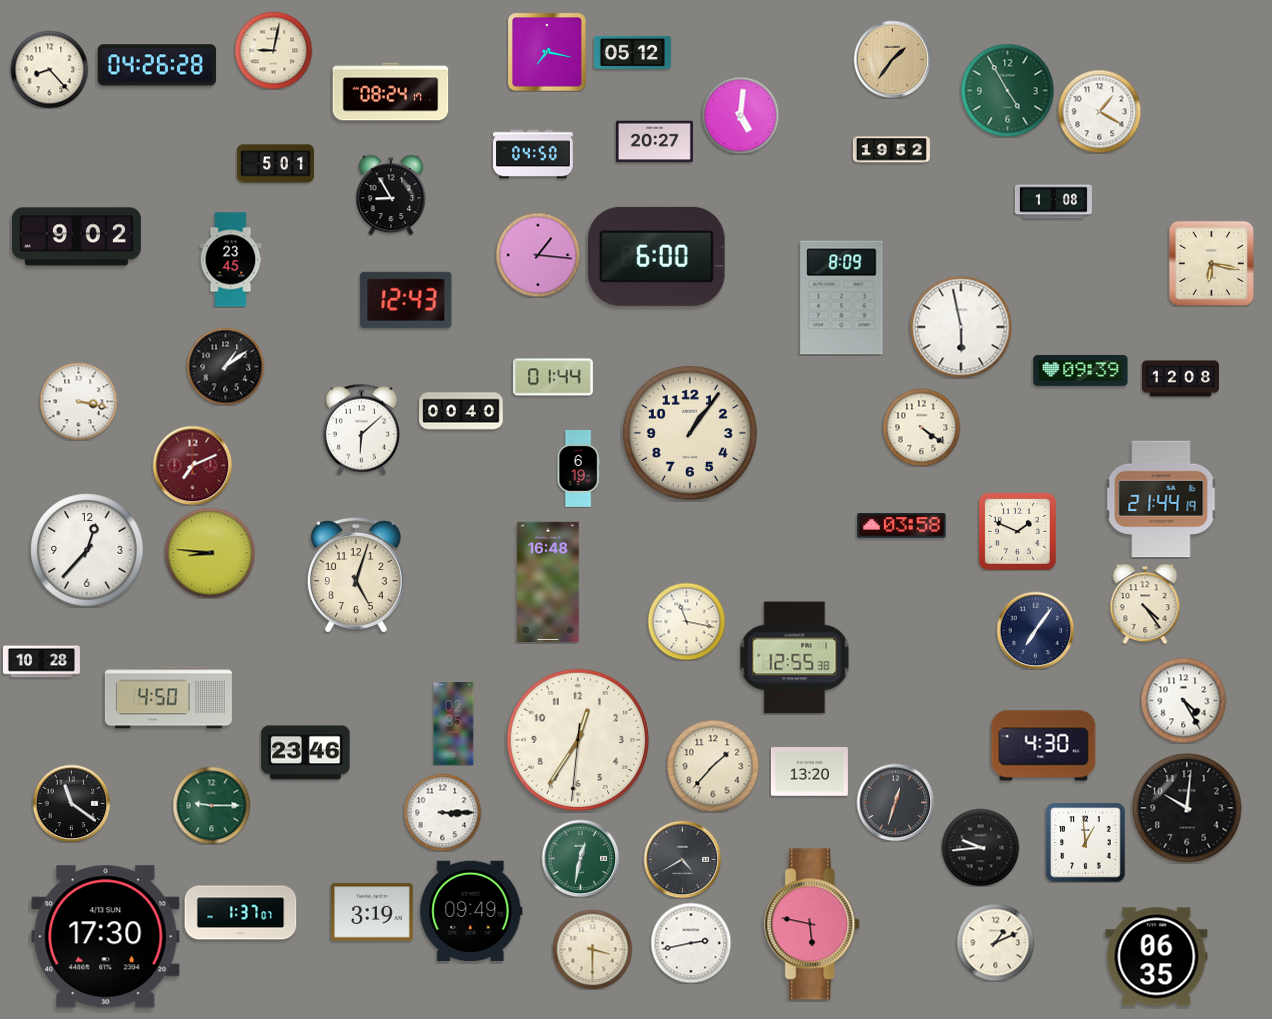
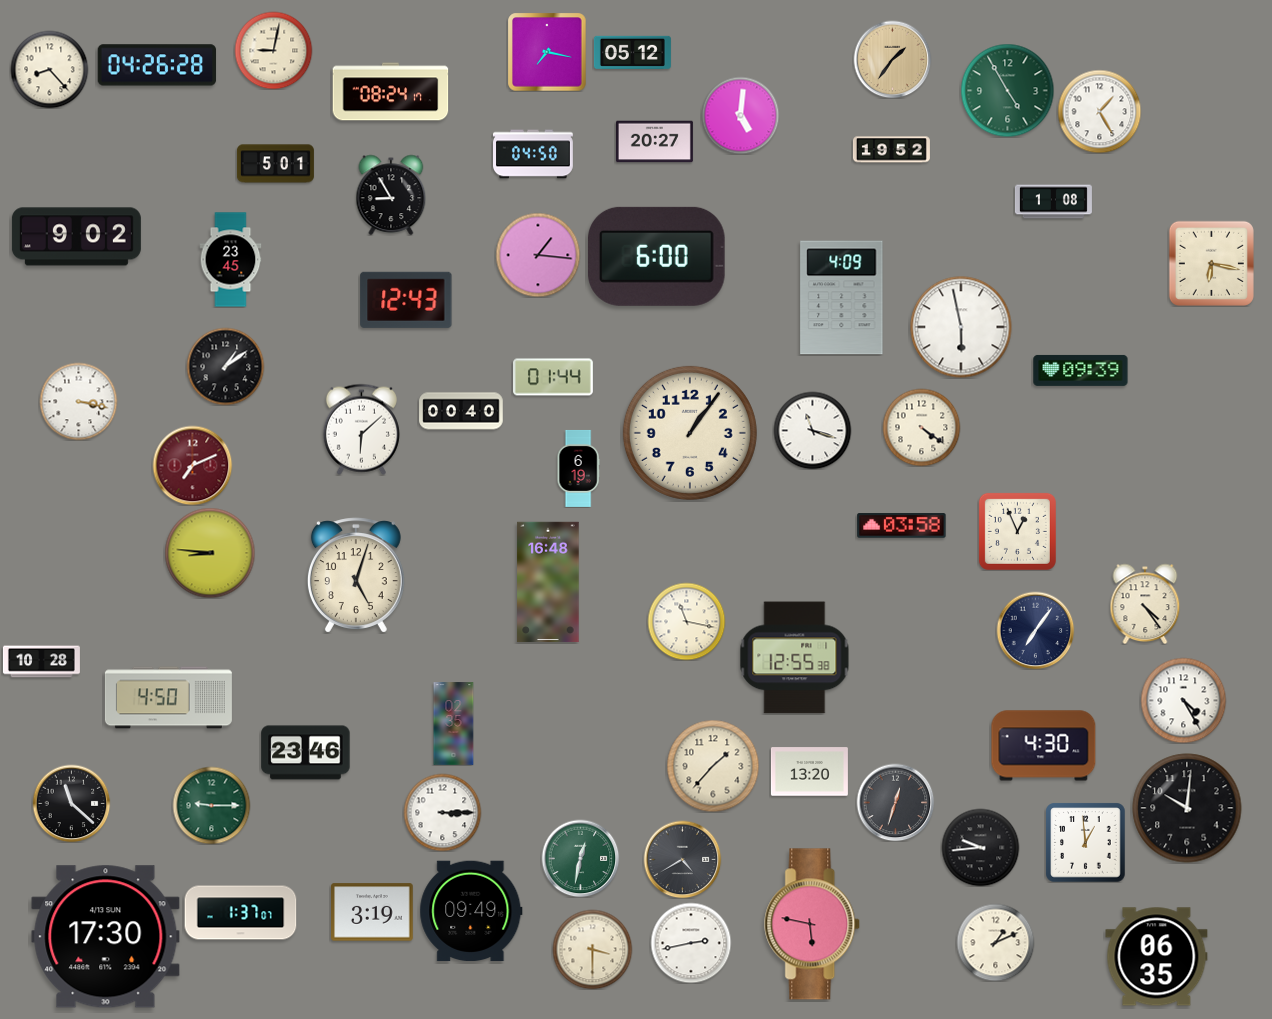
clock at (1099, 111): 1:20 -> 1:25
clock at (842, 298): 8:09 -> 4:09
clock at (1180, 379): 12:08 -> none
clock at (812, 430): none -> 11:18
clock at (1161, 499): 21:44 -> none
clock at (1017, 531): 1:49 -> 12:56
clock at (87, 550): 12:37 -> none
clock at (578, 740): 12:35 -> none
clock at (71, 803): 11:21 -> 11:22
